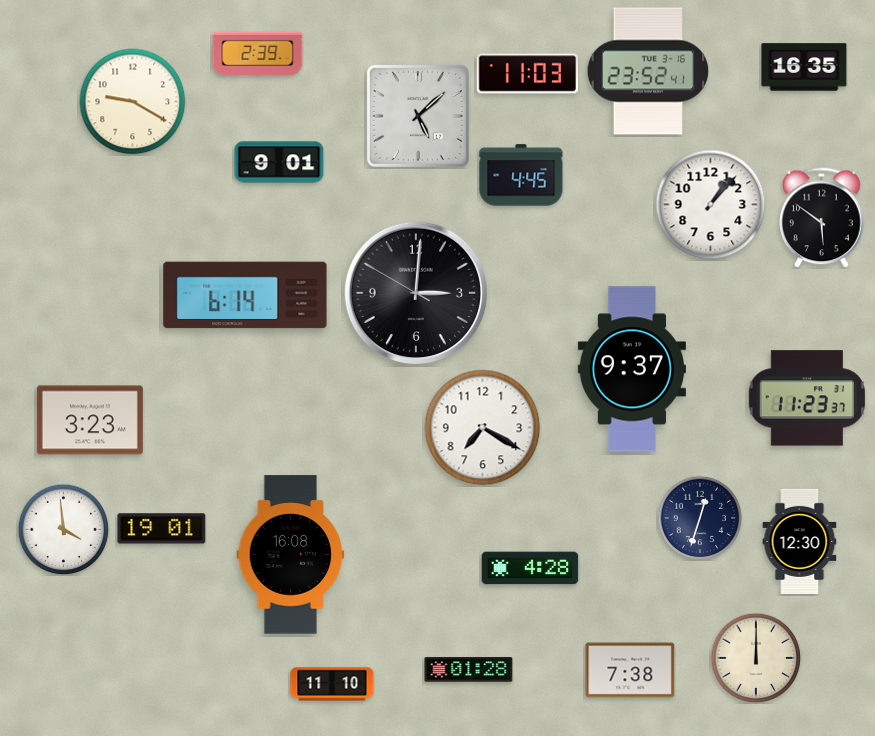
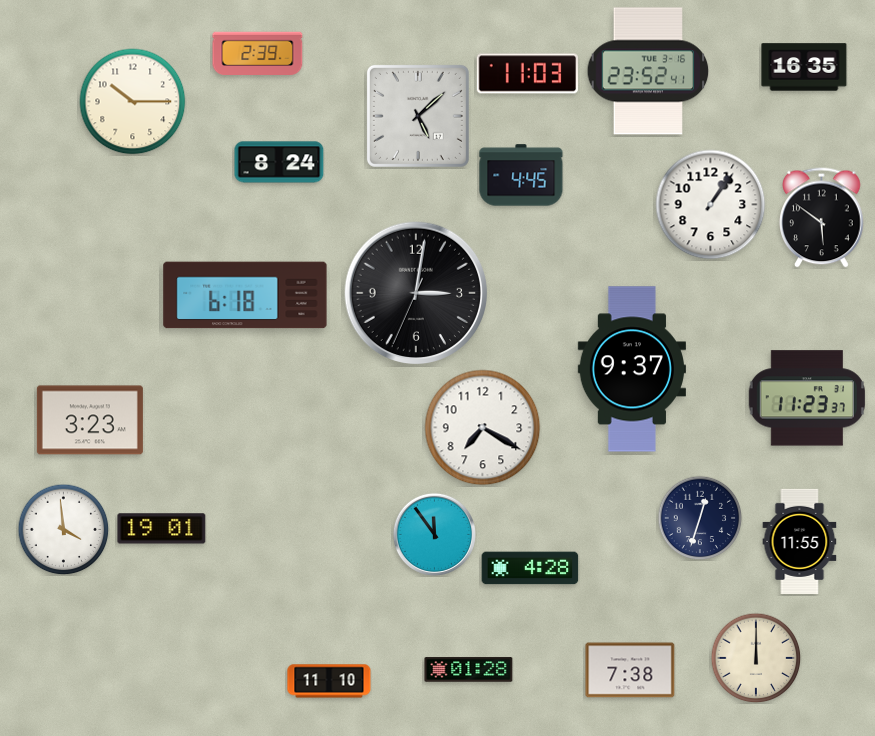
clock at (133, 102): 9:20 -> 10:15
clock at (279, 162): 9:01 -> 8:24
clock at (711, 205): 1:07 -> 1:06
clock at (416, 293): 3:00 -> 3:01
clock at (245, 295): 6:14 -> 6:18
clock at (434, 534): none -> 11:54
clock at (800, 541): 12:30 -> 11:55
clock at (291, 555): 16:08 -> none
clock at (332, 684) position: (332, 684) -> (329, 681)
